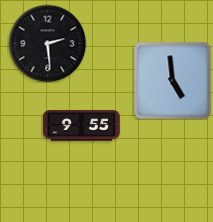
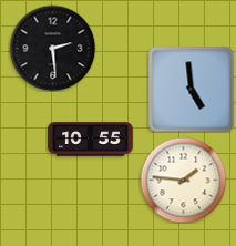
clock at (82, 126): 9:55 -> 10:55
clock at (183, 180): none -> 1:46
